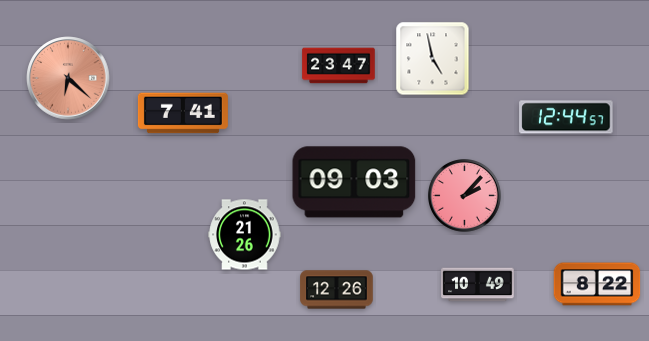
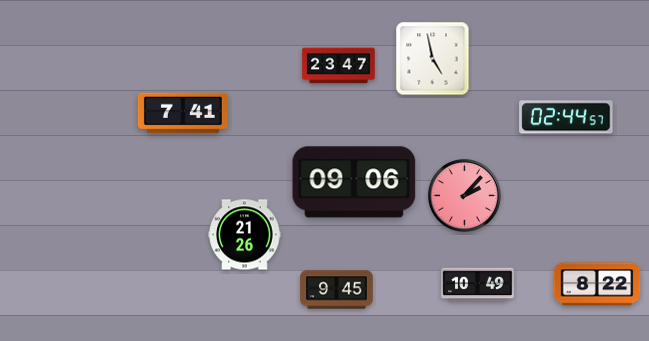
clock at (68, 78): 6:22 -> none
clock at (566, 117): 12:44 -> 02:44
clock at (354, 182): 09:03 -> 09:06
clock at (337, 290): 12:26 -> 9:45
